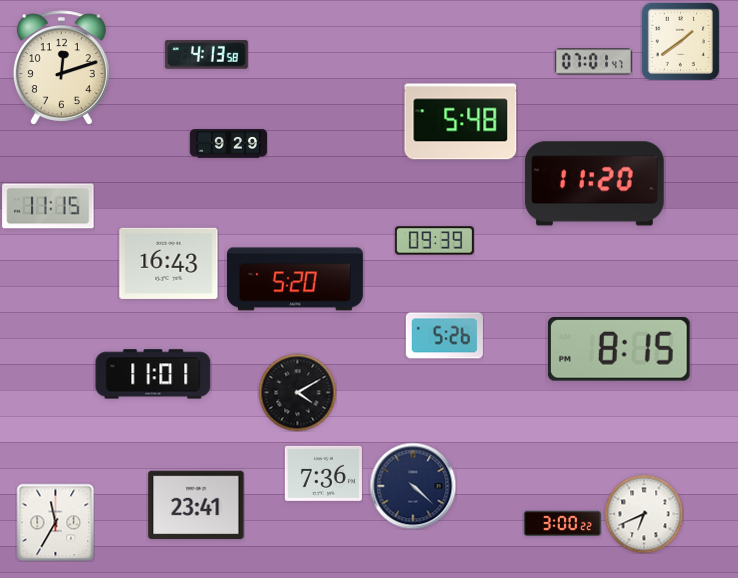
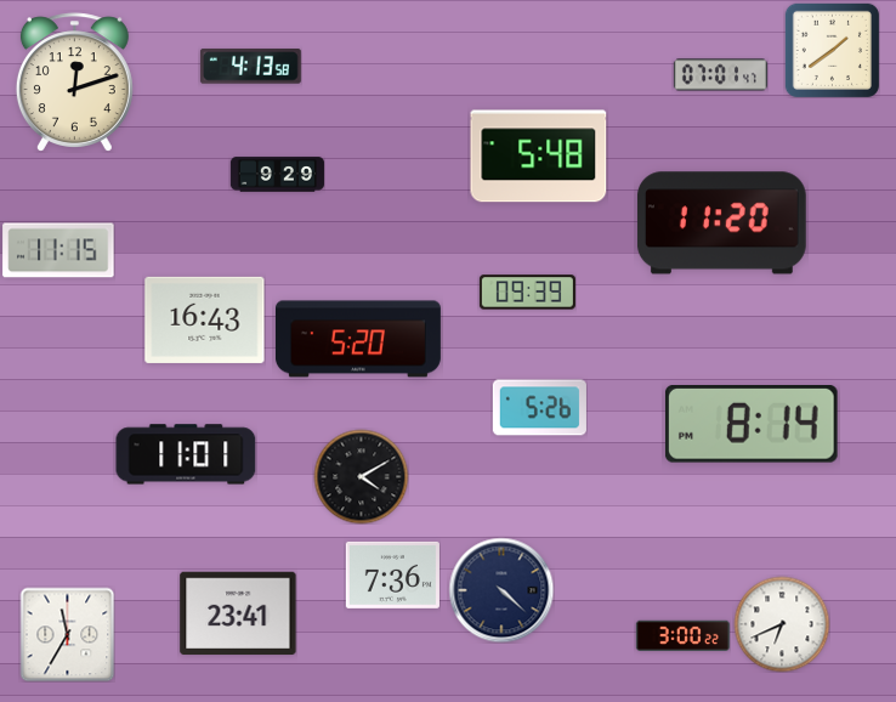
clock at (680, 41) position: (680, 41) -> (832, 50)
clock at (461, 122) position: (461, 122) -> (539, 157)
clock at (619, 350): 8:15 -> 8:14
